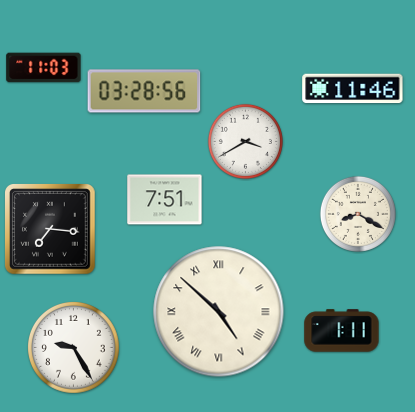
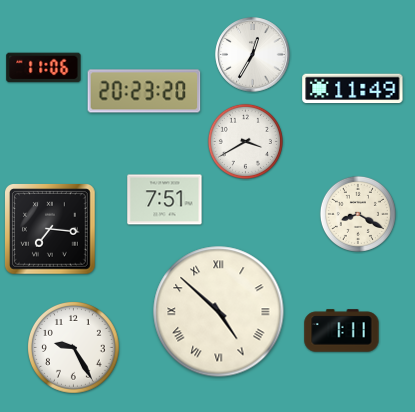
clock at (253, 55): none -> 12:35
clock at (44, 68): 11:03 -> 11:06
clock at (353, 89): 11:46 -> 11:49
clock at (144, 91): 03:28 -> 20:23
